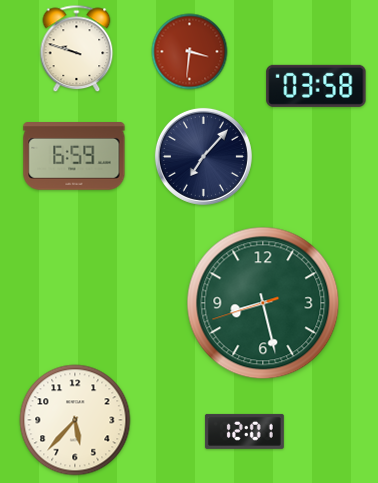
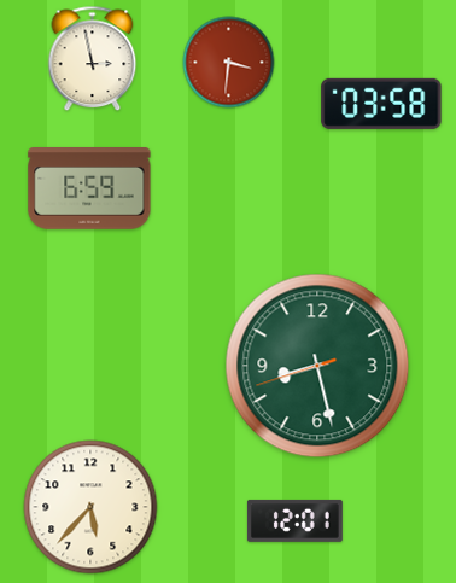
clock at (77, 49): 9:48 -> 2:58
clock at (203, 156): 7:07 -> none
